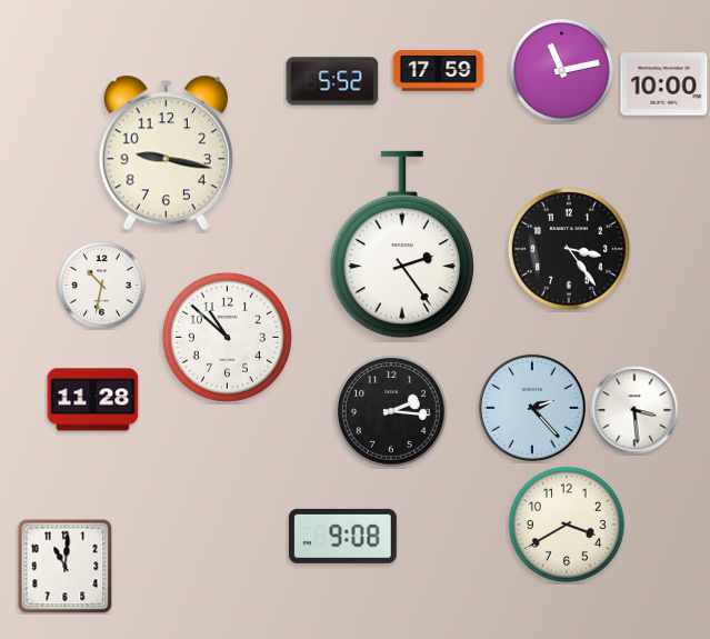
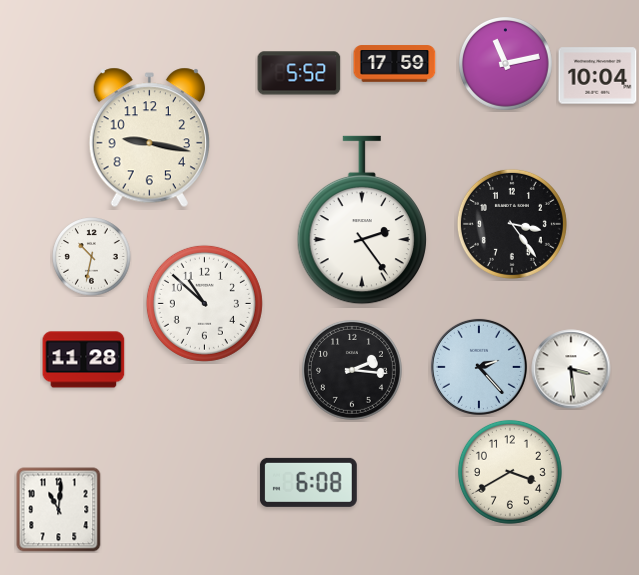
clock at (664, 84): 10:00 -> 10:04
clock at (342, 536): 9:08 -> 6:08
